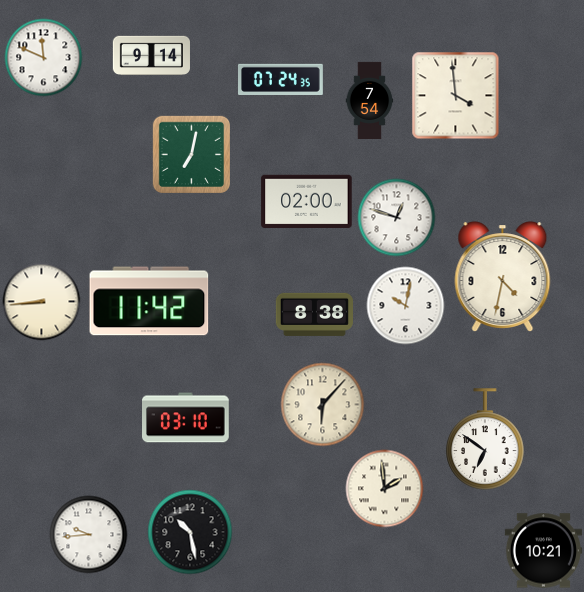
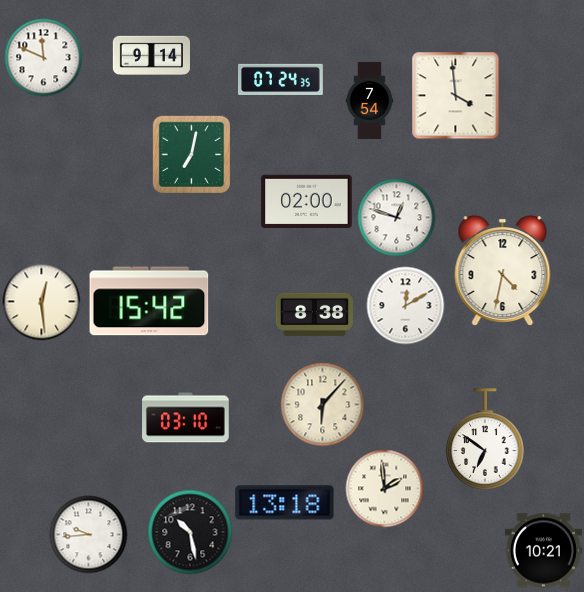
clock at (503, 277) position: (503, 277) -> (503, 271)
clock at (41, 301): 8:44 -> 12:29
clock at (149, 301): 11:42 -> 15:42
clock at (405, 305): 10:02 -> 12:10
clock at (285, 503): none -> 13:18
